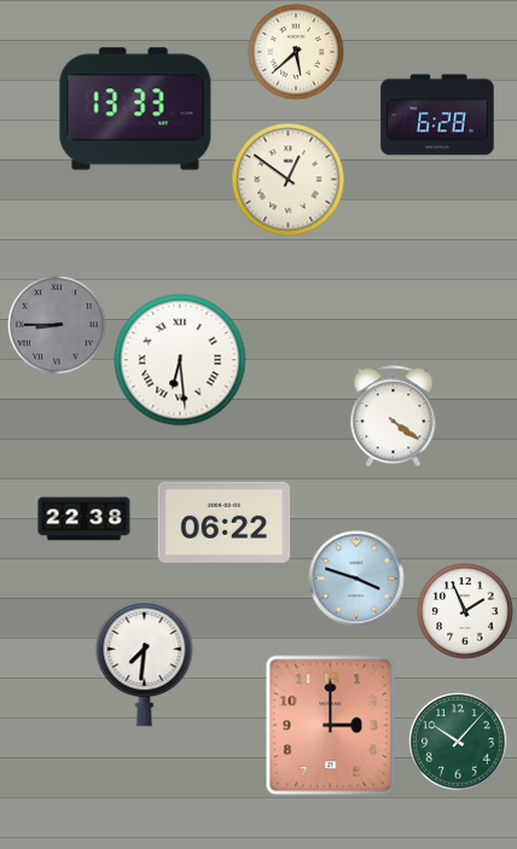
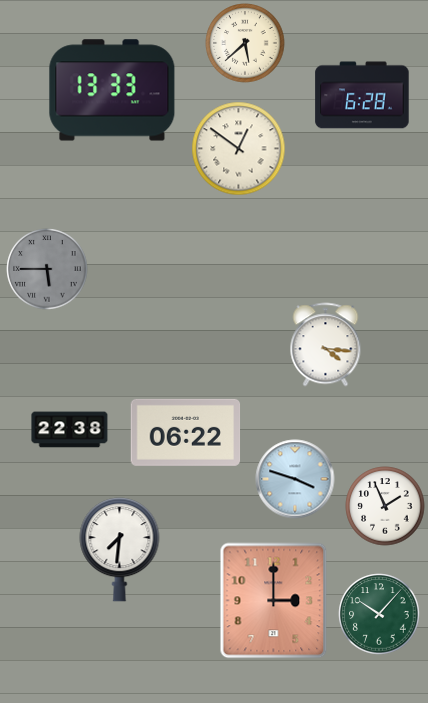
clock at (57, 325): 8:45 -> 5:45
clock at (180, 360): 6:29 -> none
clock at (394, 417): 4:21 -> 4:16
